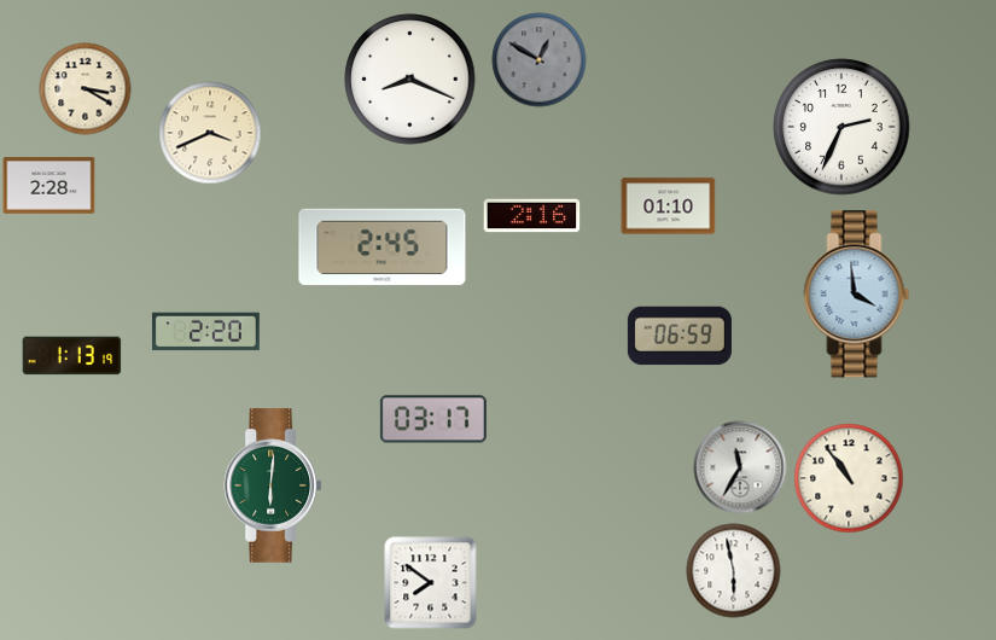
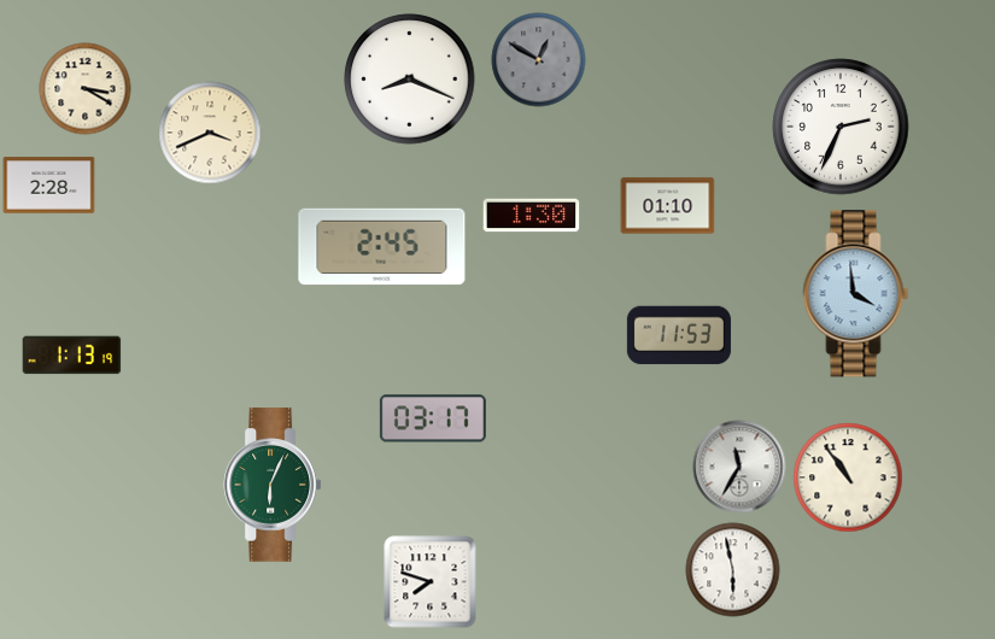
clock at (532, 216): 2:16 -> 1:30
clock at (205, 332): 2:20 -> none
clock at (680, 336): 06:59 -> 11:53
clock at (273, 485): 6:01 -> 6:04
clock at (431, 583): 7:51 -> 7:48
